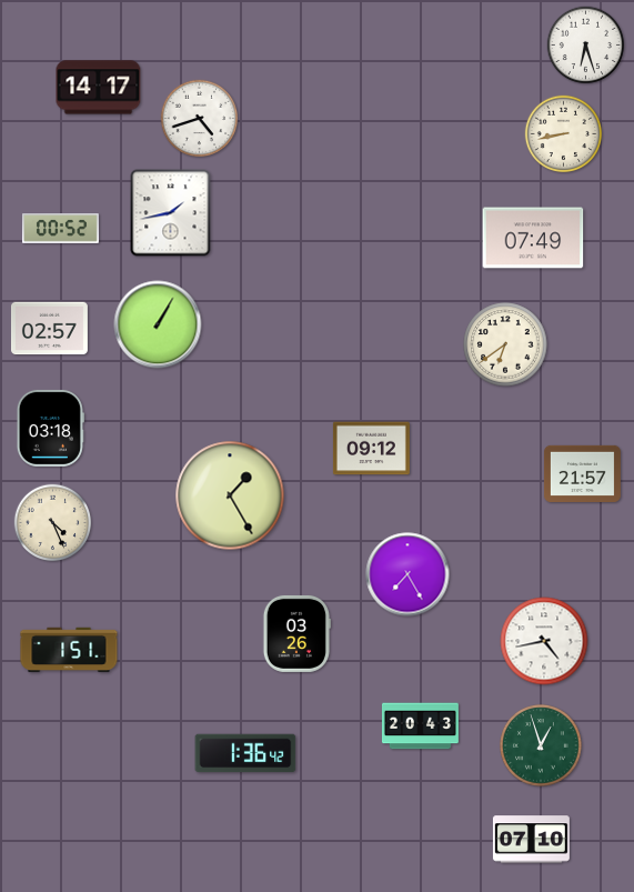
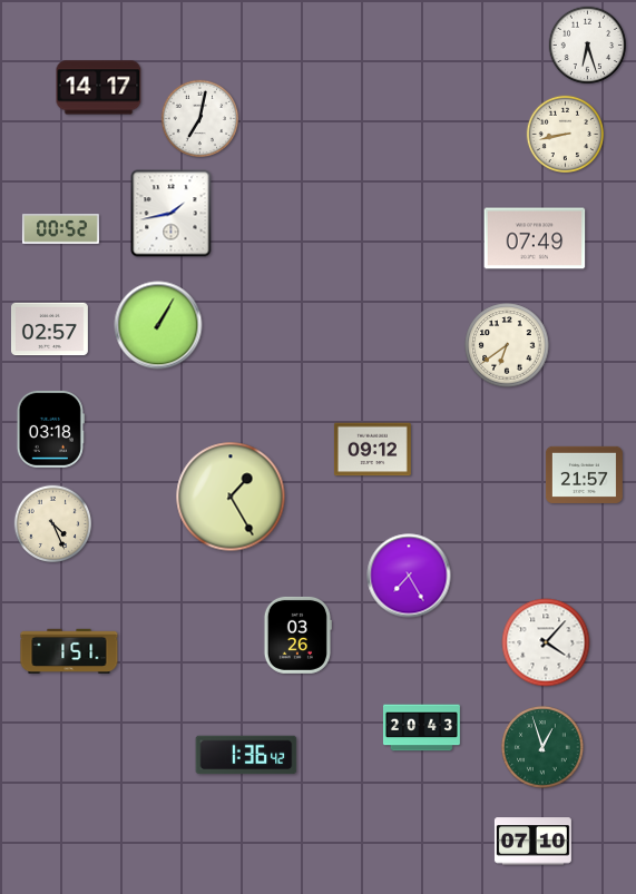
clock at (200, 119): 4:42 -> 7:02
clock at (544, 641): 4:43 -> 4:07
